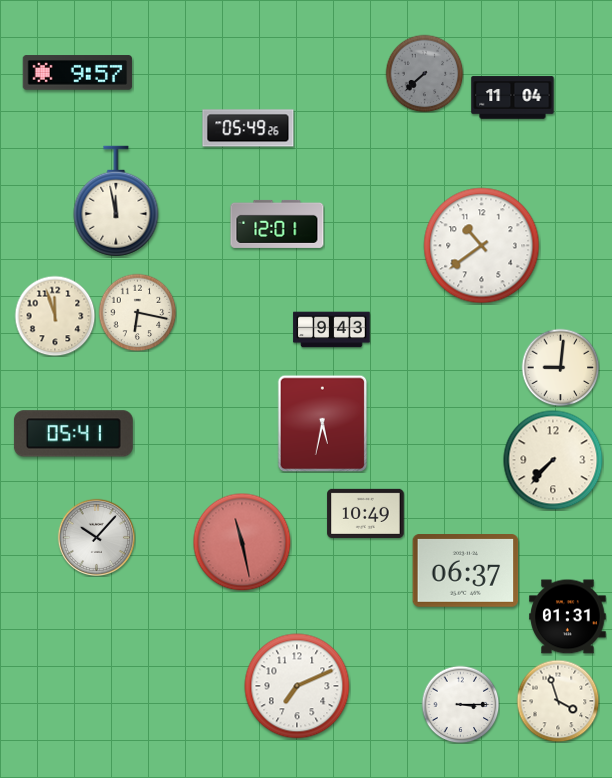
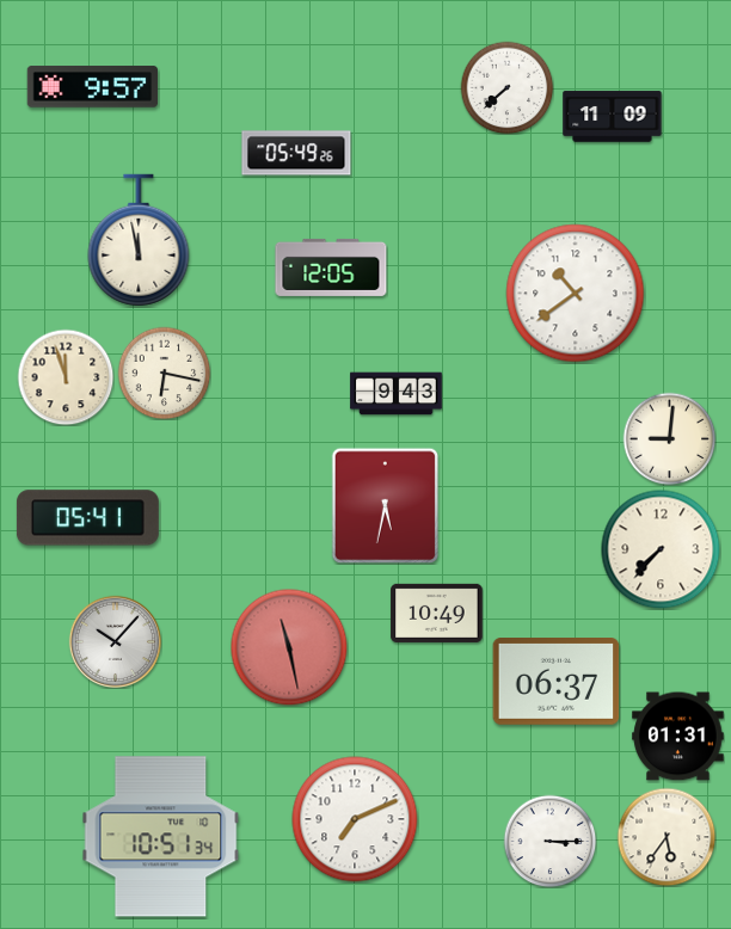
clock at (424, 73) dial: grey -> white
clock at (513, 98): 11:04 -> 11:09
clock at (277, 224): 12:01 -> 12:05
clock at (161, 837): none -> 10:51
clock at (558, 701): 3:57 -> 5:36
